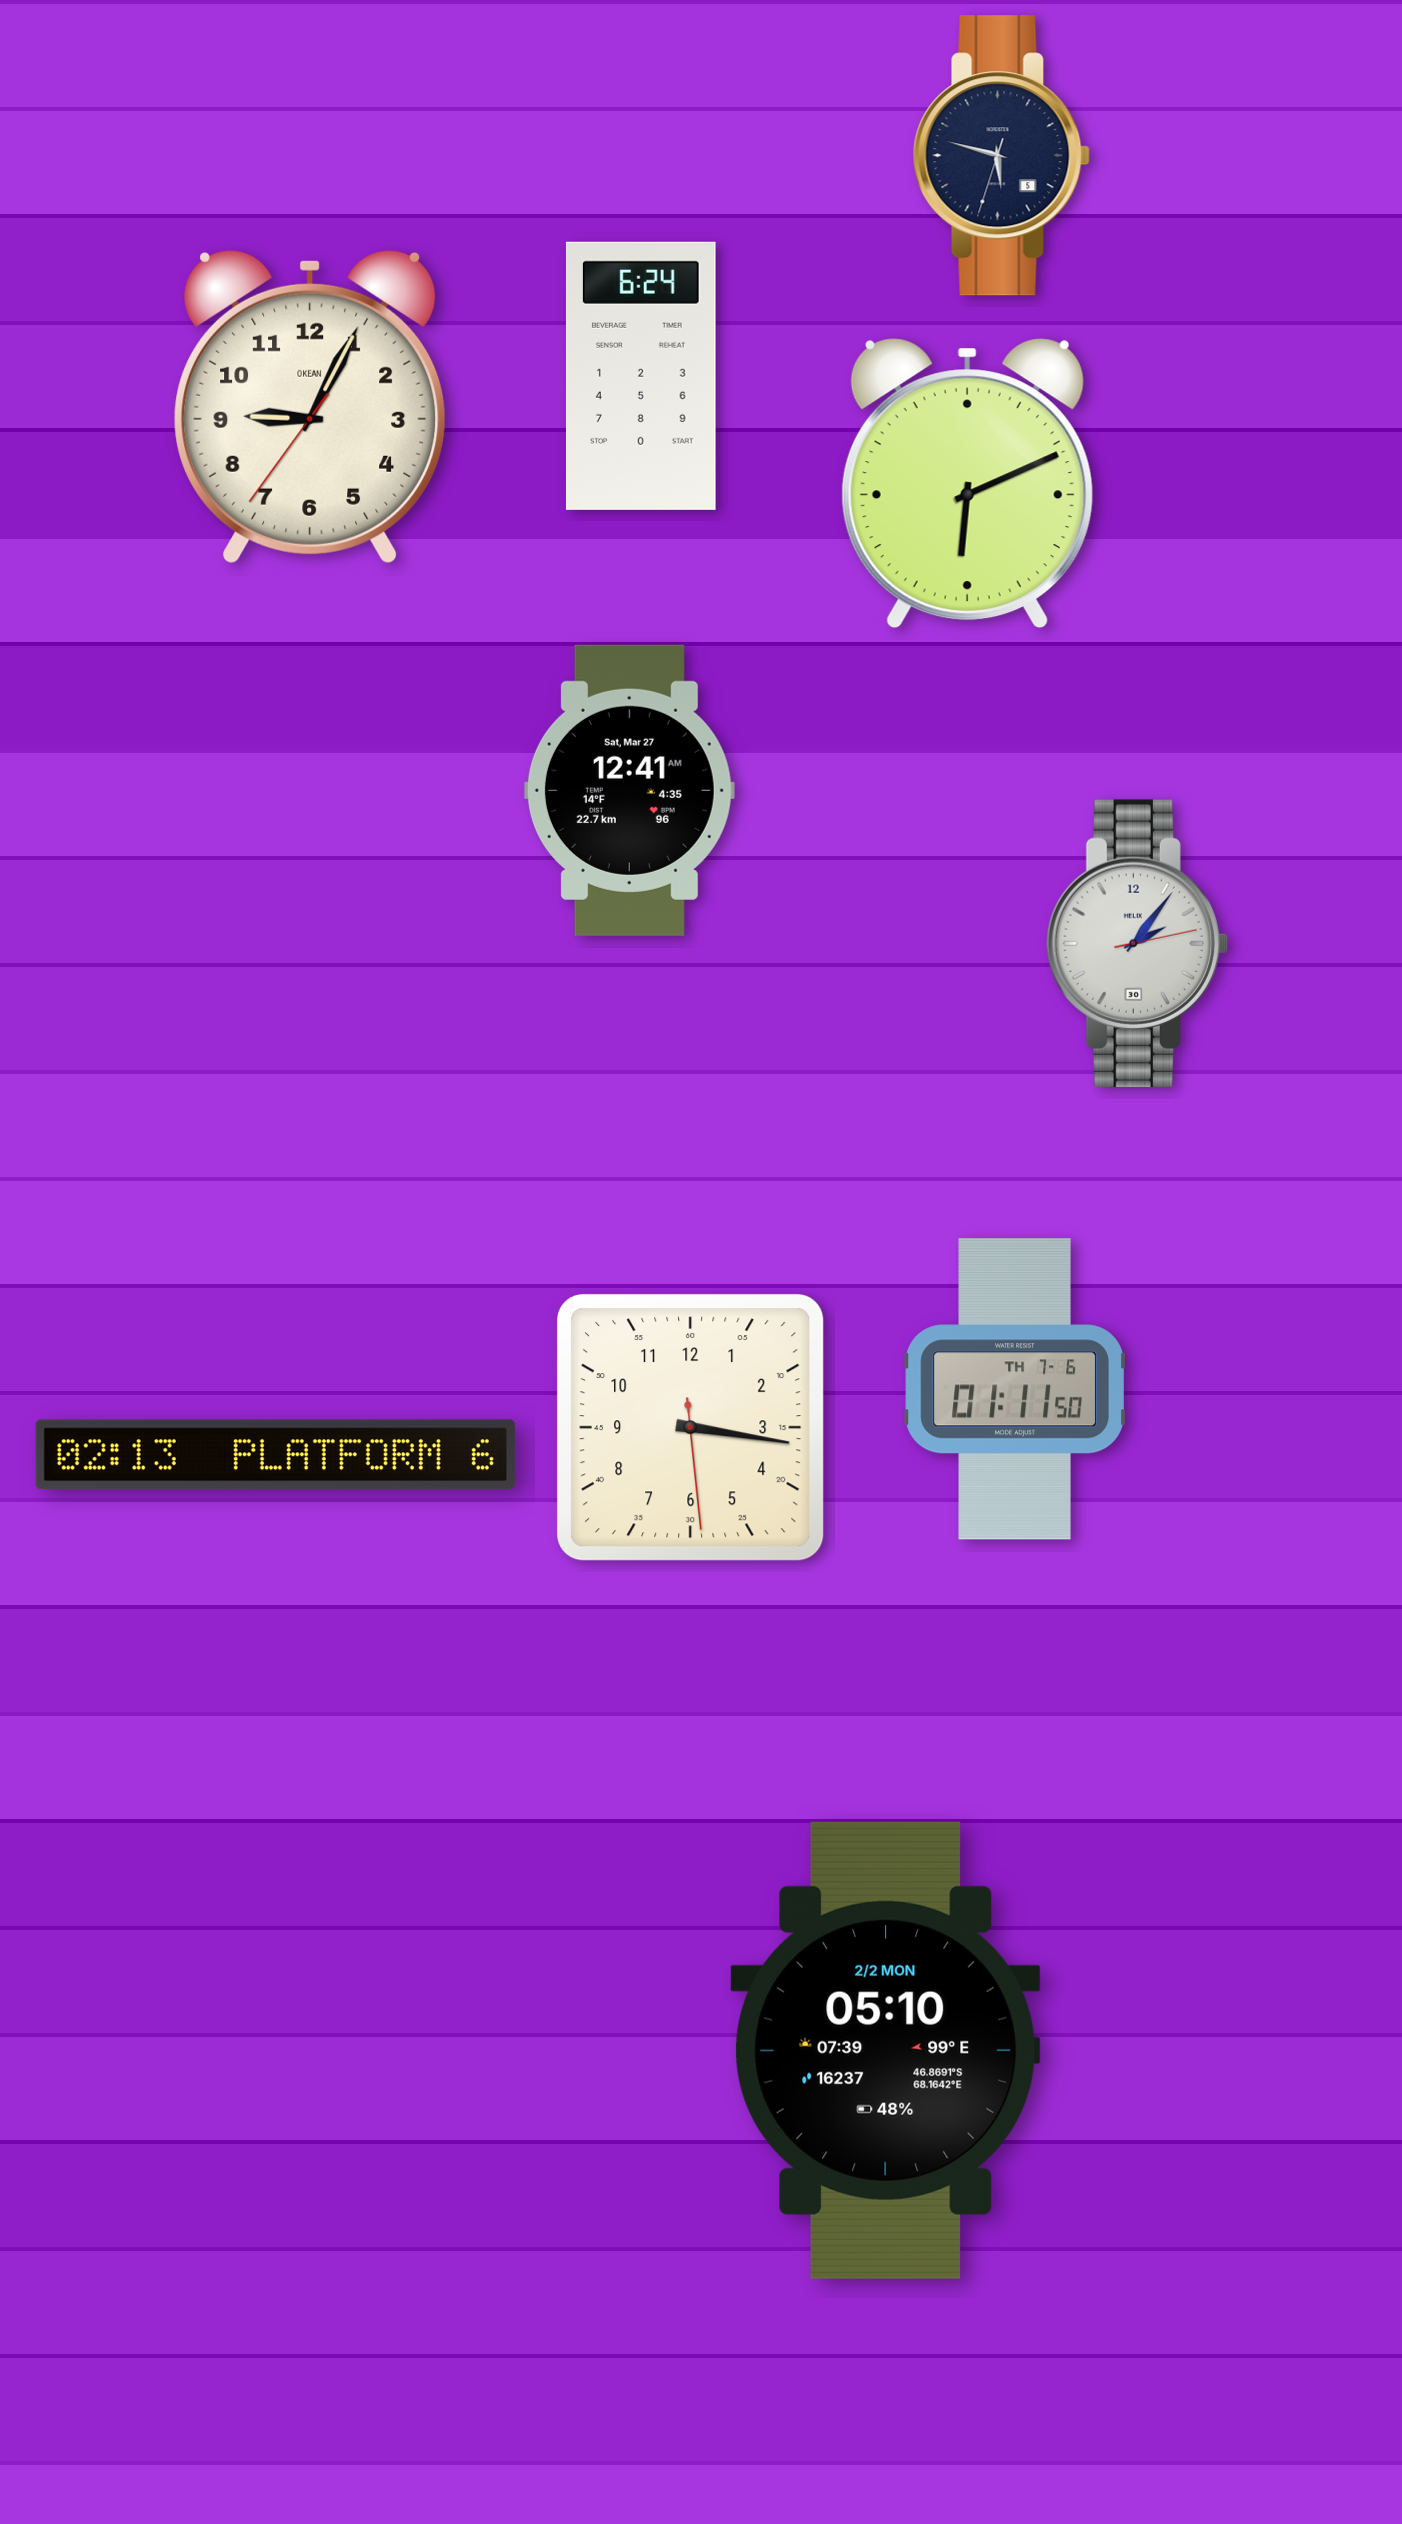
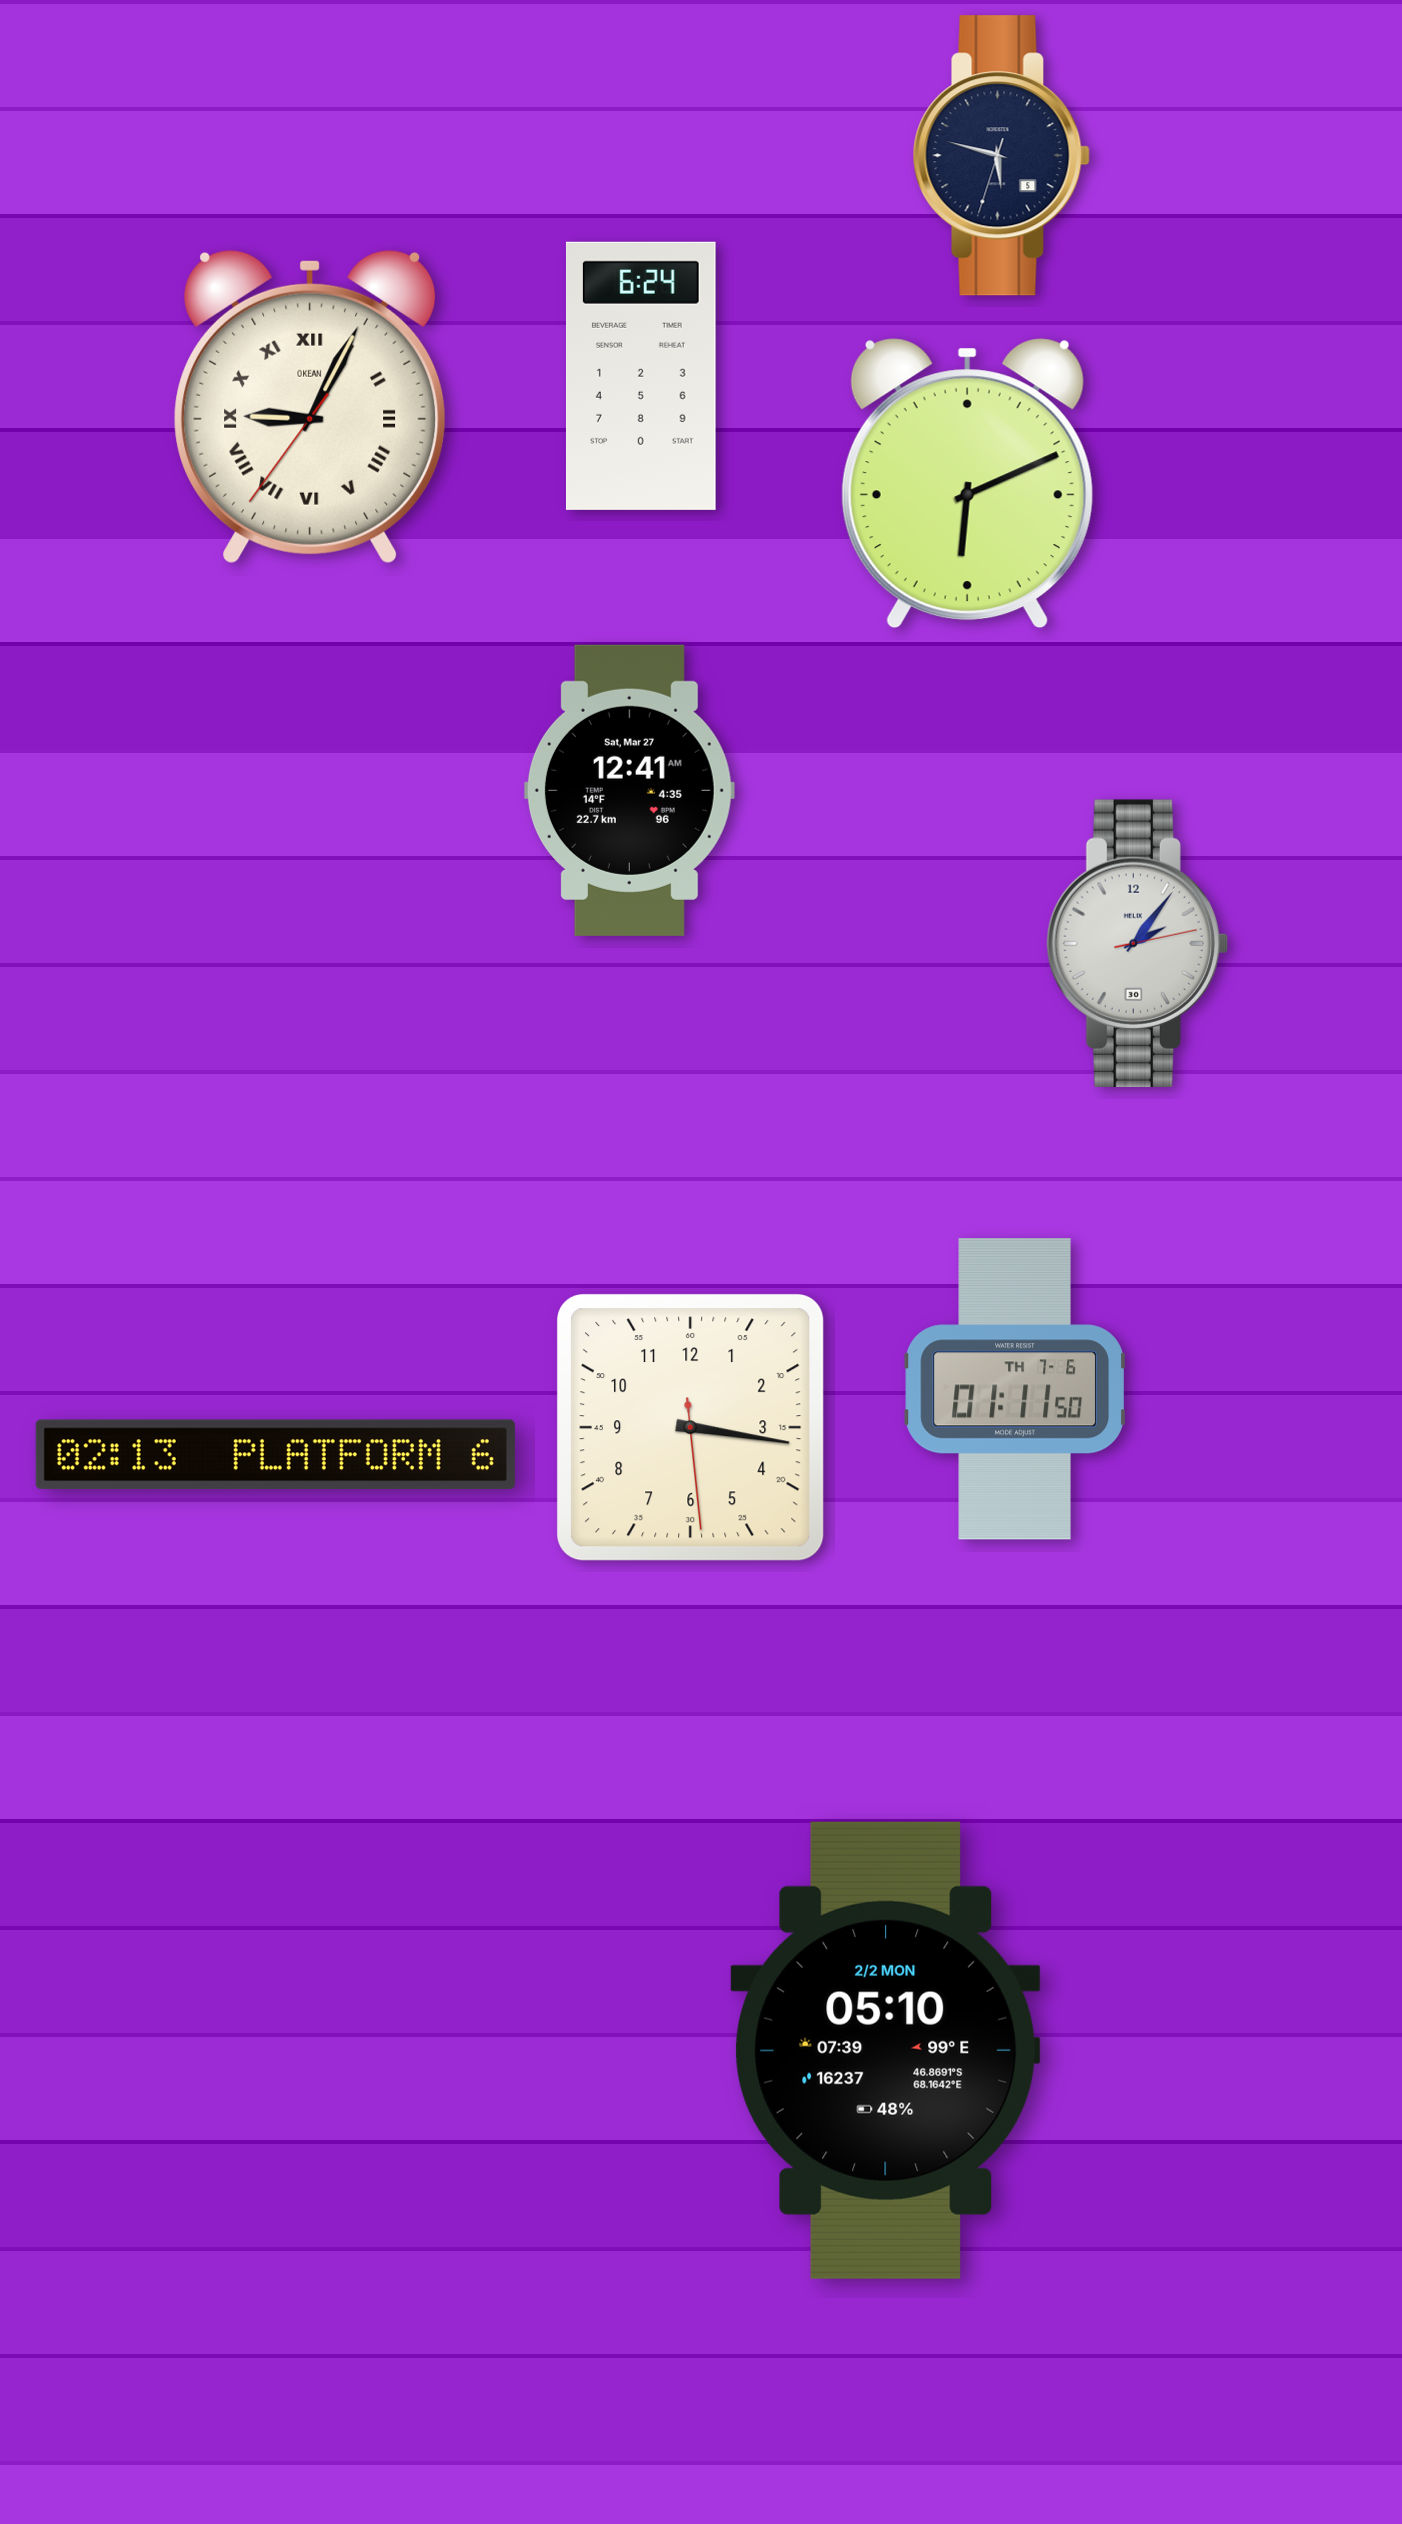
clock at (310, 407) numerals: Arabic -> Roman
